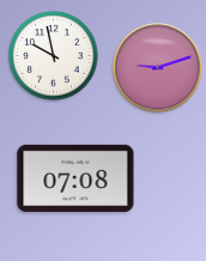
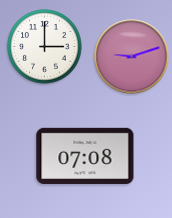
clock at (54, 56): 9:58 -> 3:00
clock at (75, 178) position: (75, 178) -> (85, 156)
